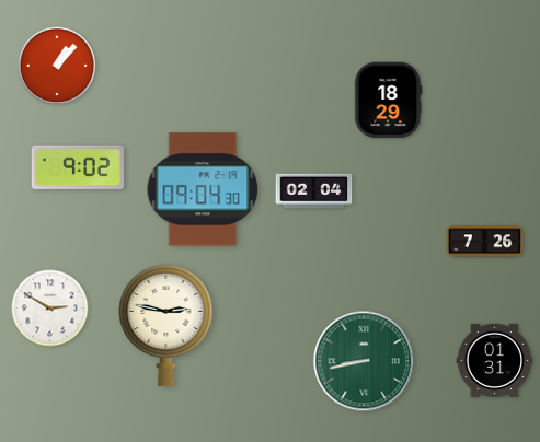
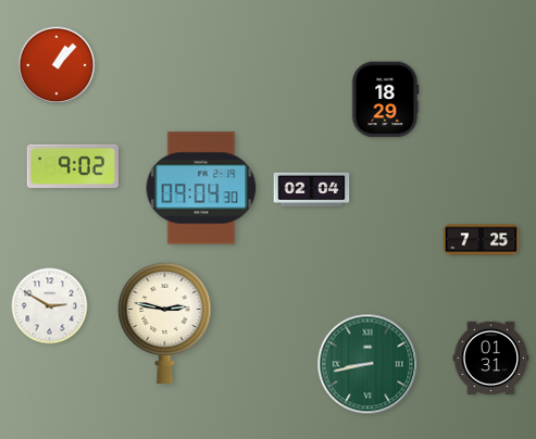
clock at (77, 167) position: (77, 167) -> (72, 166)
clock at (485, 242): 7:26 -> 7:25
clock at (364, 361) position: (364, 361) -> (367, 364)
